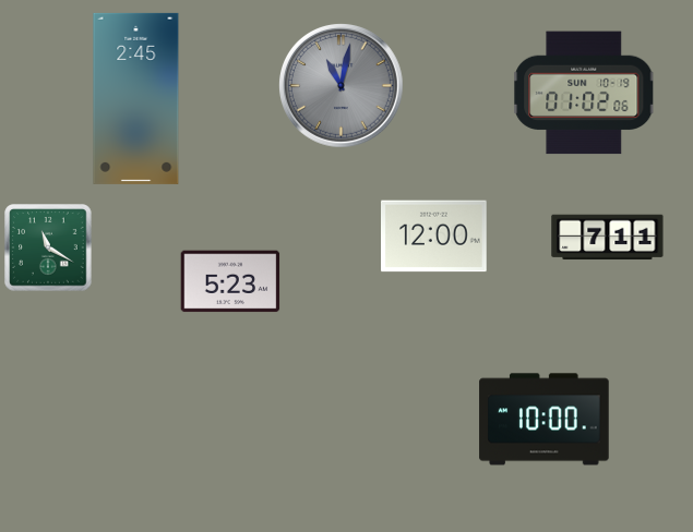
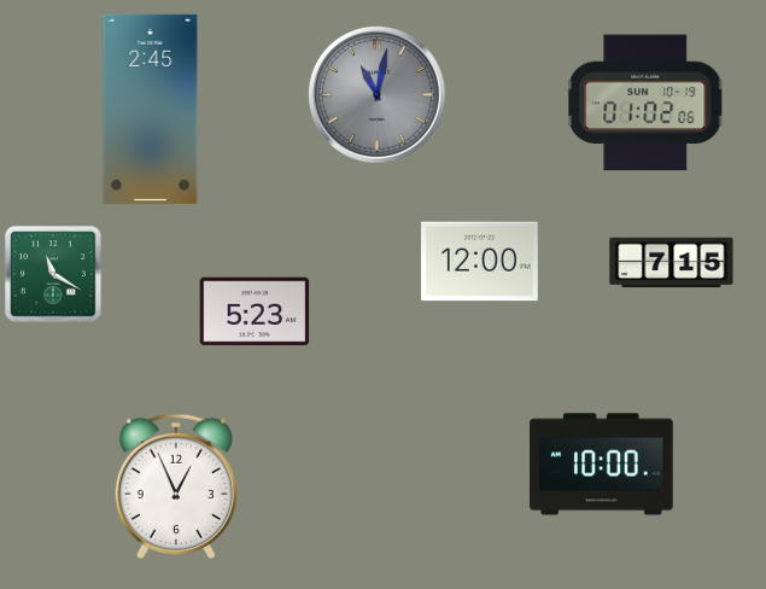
clock at (608, 238): 7:11 -> 7:15
clock at (176, 485): none -> 12:56
